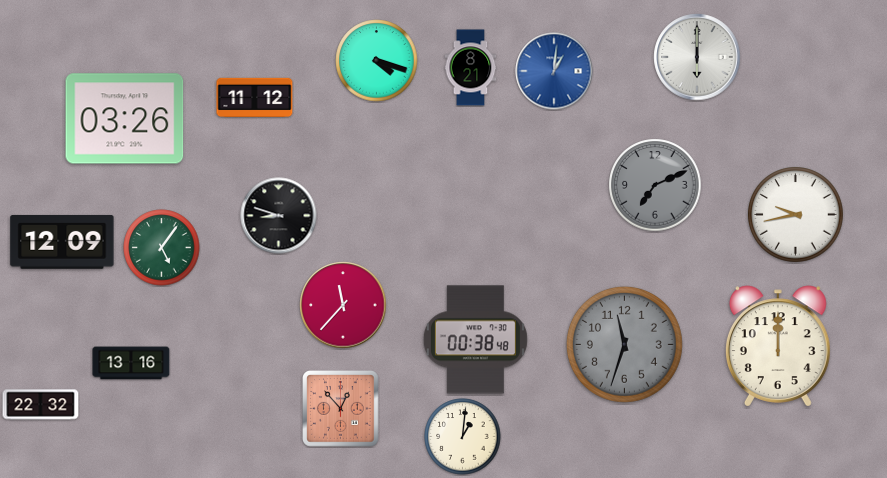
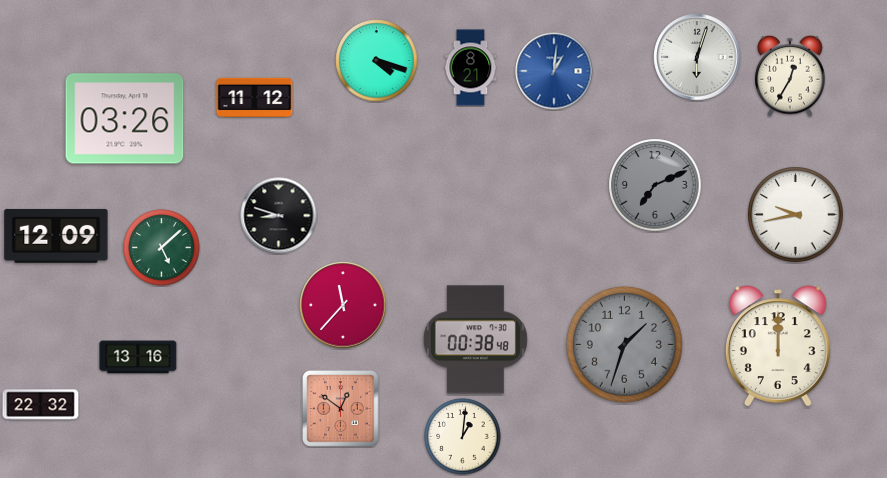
clock at (697, 57): 6:00 -> 6:03
clock at (790, 76): none -> 12:35
clock at (62, 242) position: (62, 242) -> (56, 236)
clock at (162, 248): 5:06 -> 5:08
clock at (624, 344): 11:33 -> 1:33
clock at (131, 363) position: (131, 363) -> (138, 357)
clock at (341, 409): 12:53 -> 12:51
